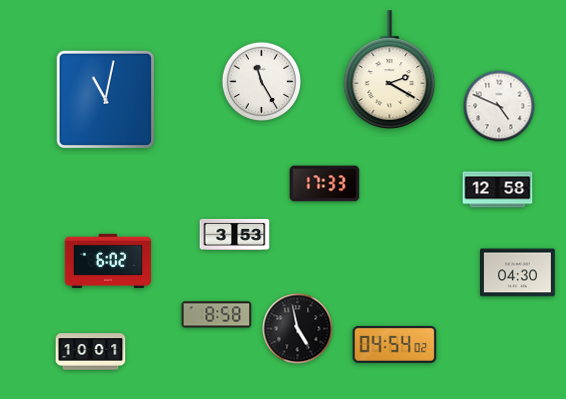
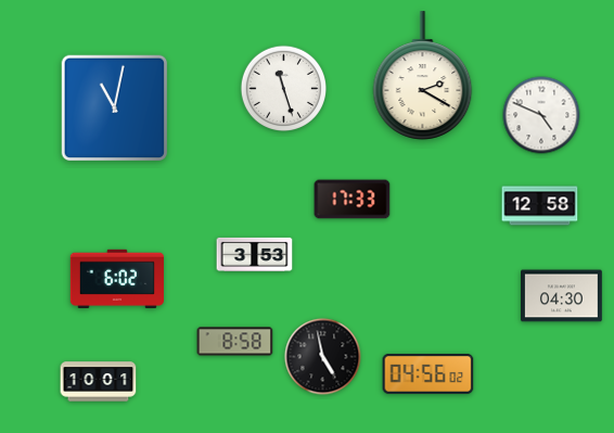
clock at (261, 81): 11:25 -> 11:27
clock at (108, 261) position: (108, 261) -> (117, 279)
clock at (395, 344): 04:54 -> 04:56
